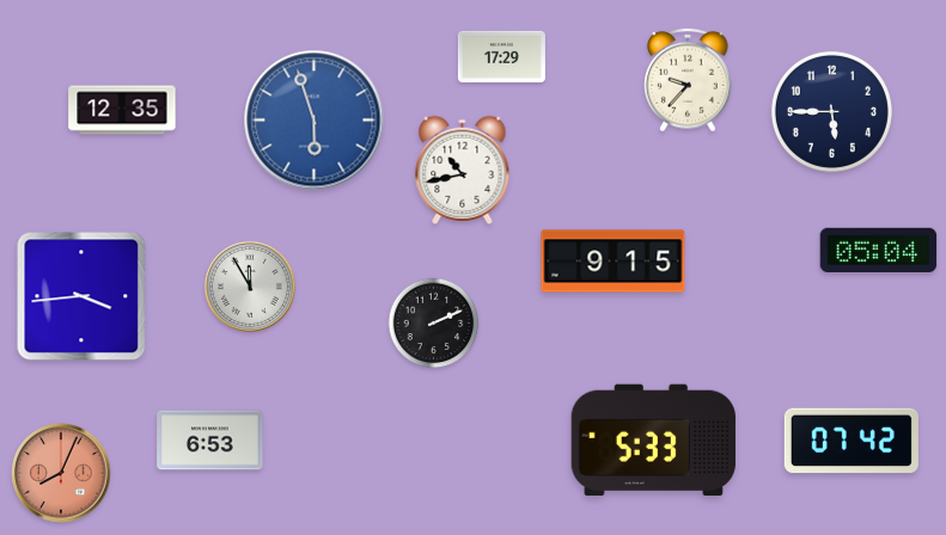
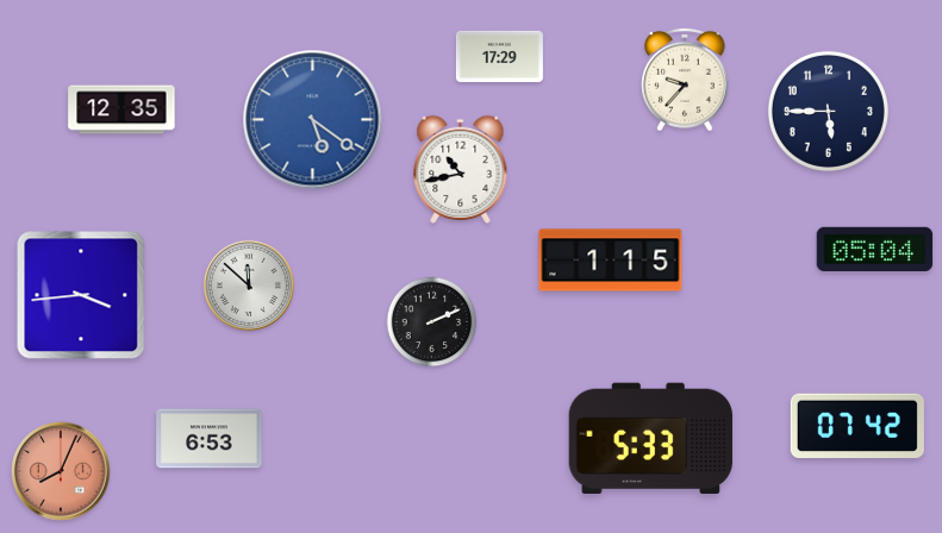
clock at (315, 121): 5:57 -> 5:21
clock at (614, 262): 9:15 -> 1:15
clock at (250, 287): 11:55 -> 11:52
clock at (852, 439) position: (852, 439) -> (857, 425)
